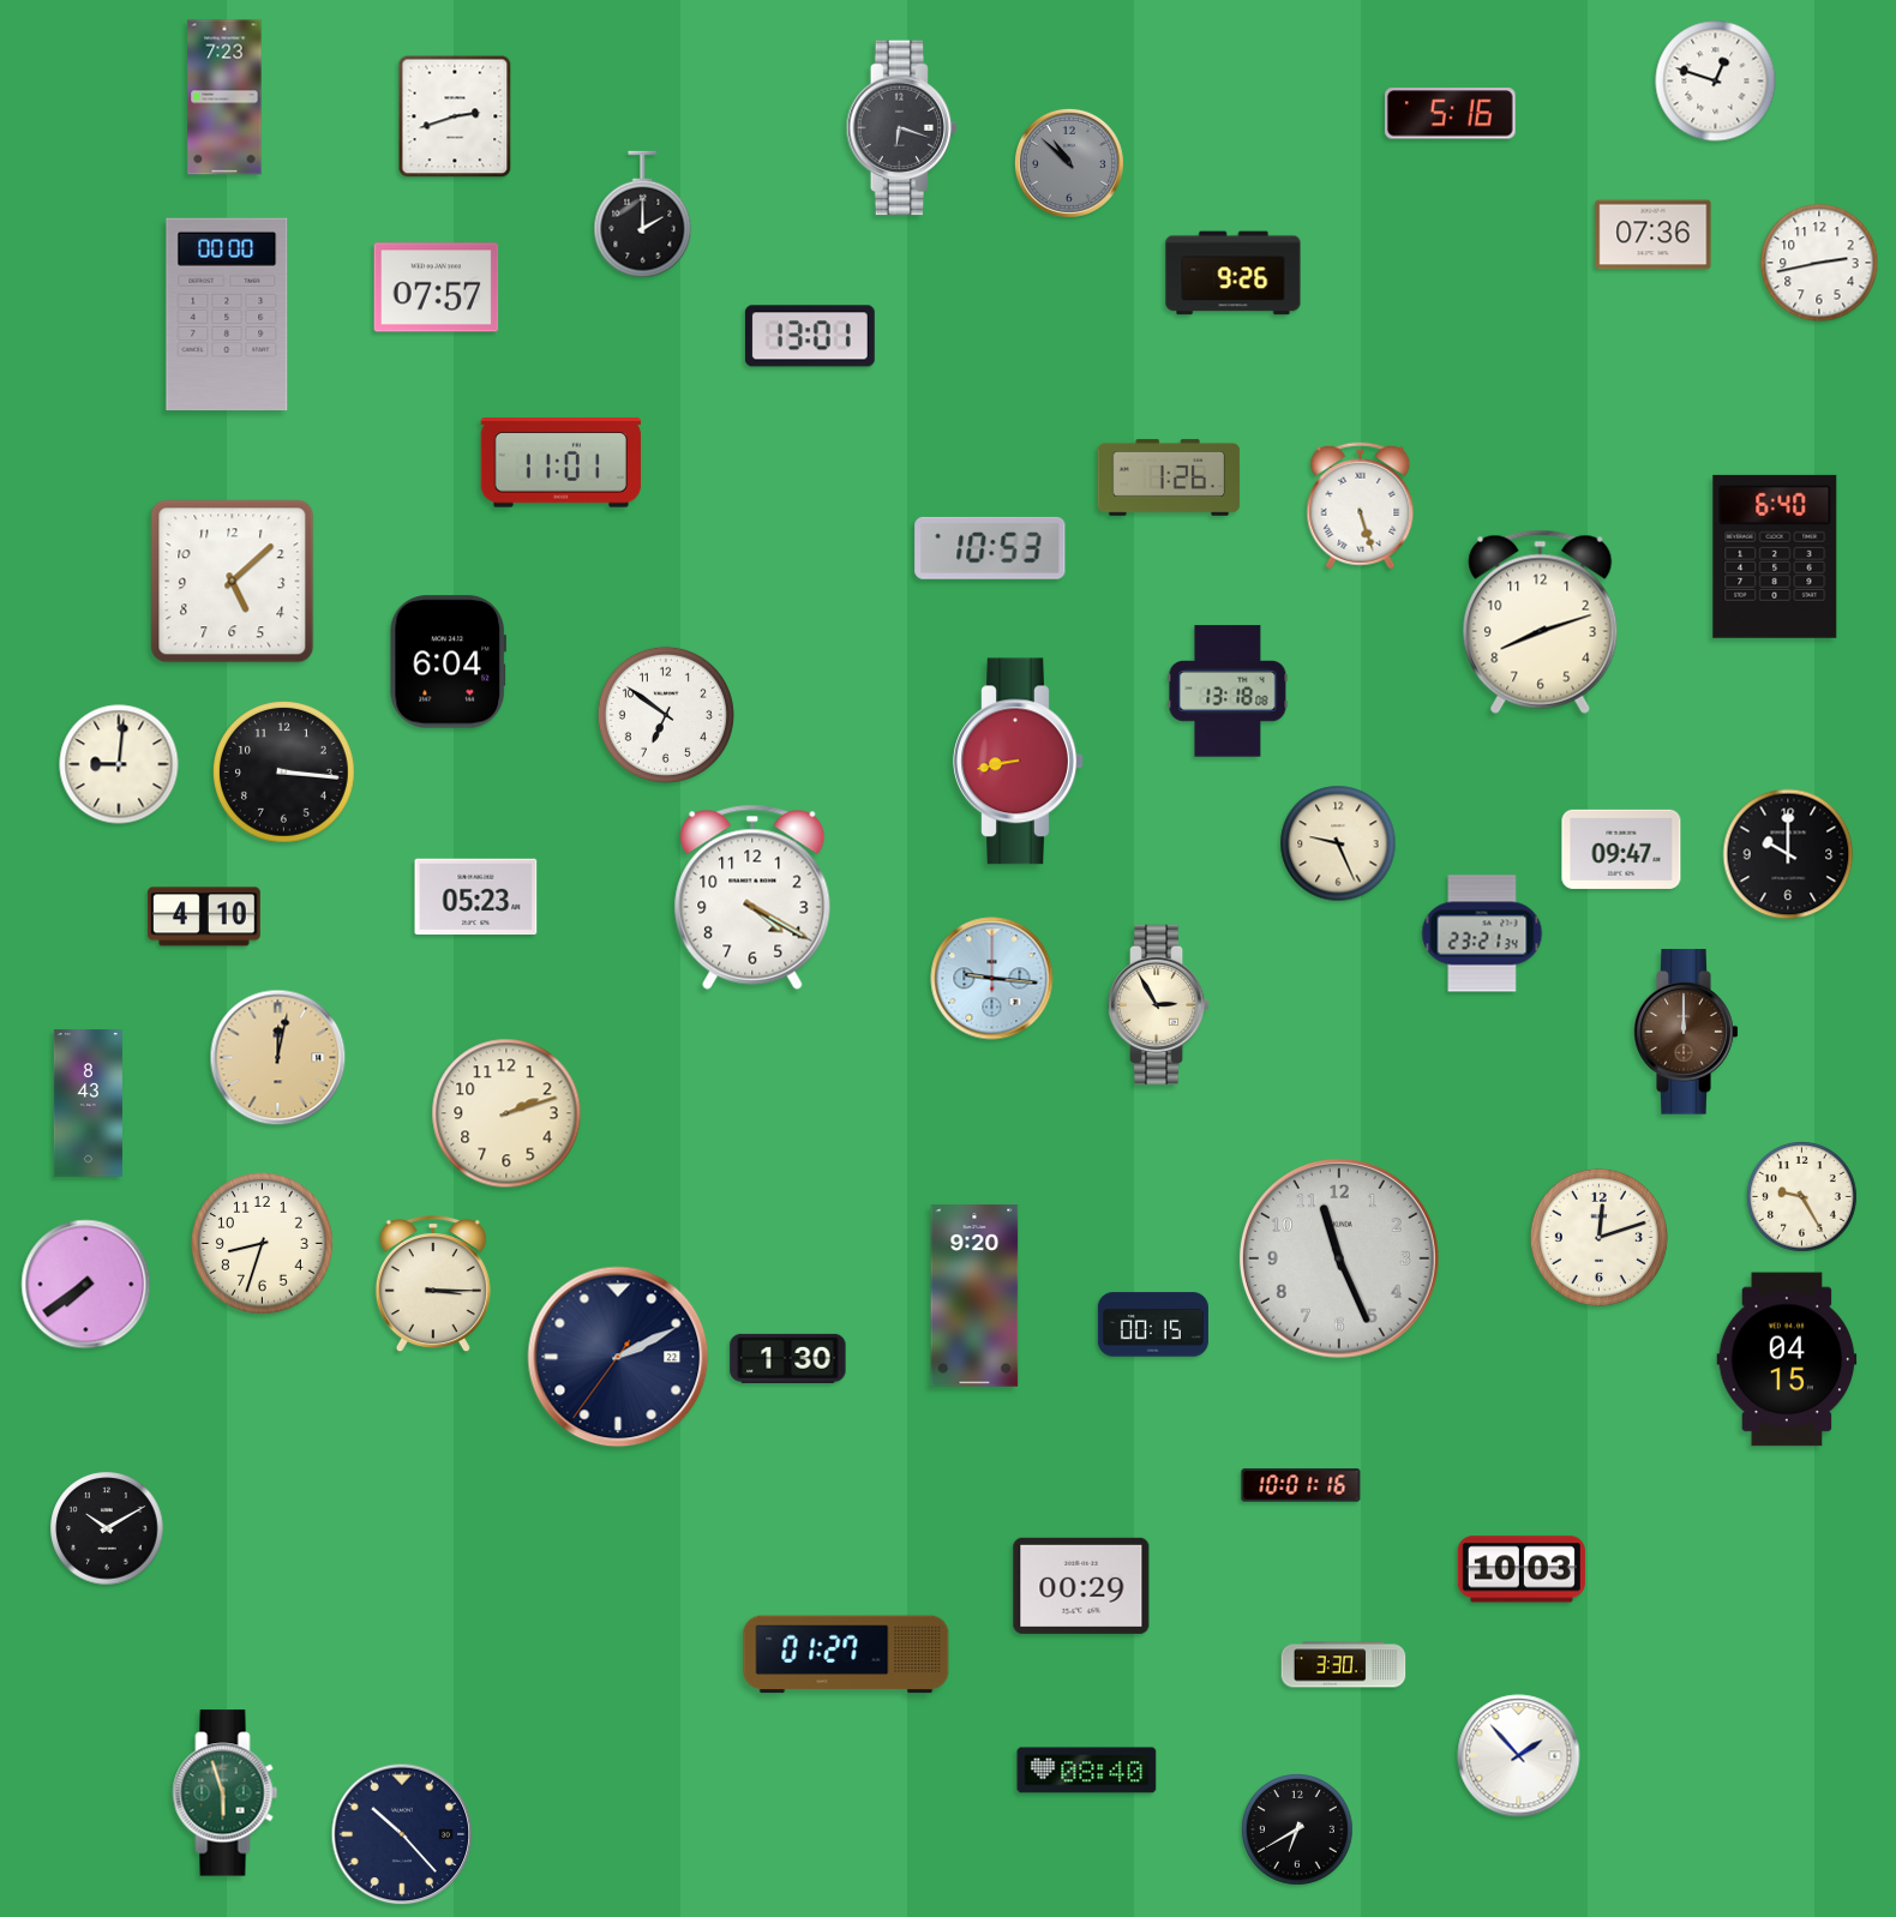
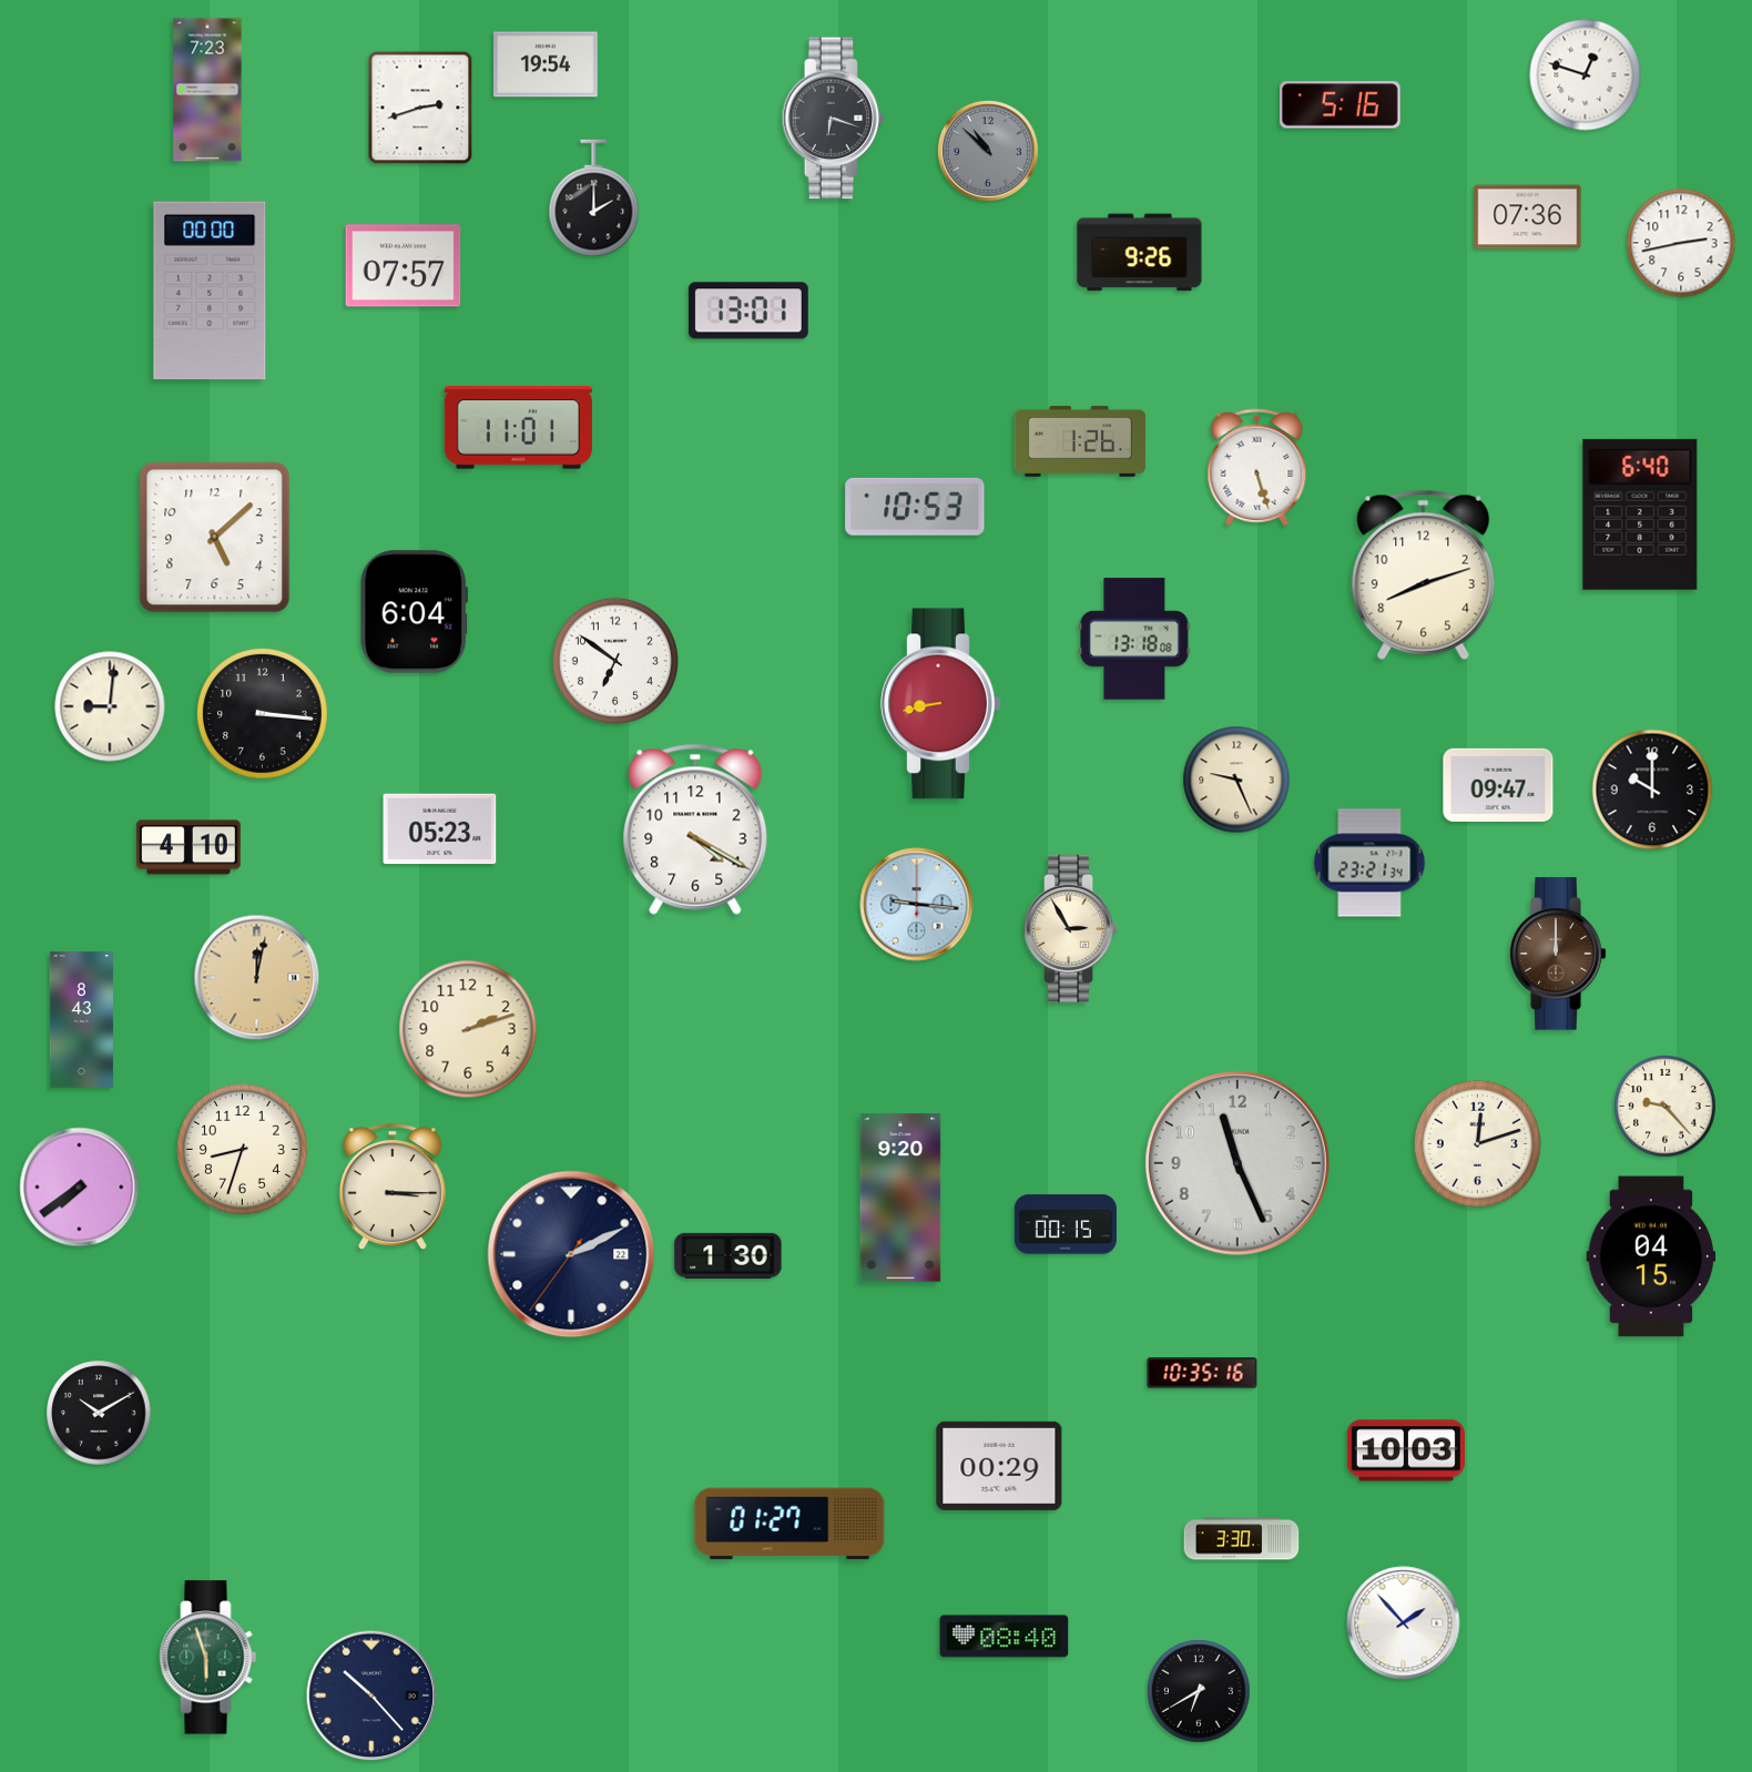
clock at (547, 64): none -> 19:54
clock at (1802, 1197): 9:25 -> 9:23
clock at (433, 1285) position: (433, 1285) -> (393, 1188)
clock at (1301, 1485): 10:01 -> 10:35
clock at (846, 1654) position: (846, 1654) -> (790, 1524)
